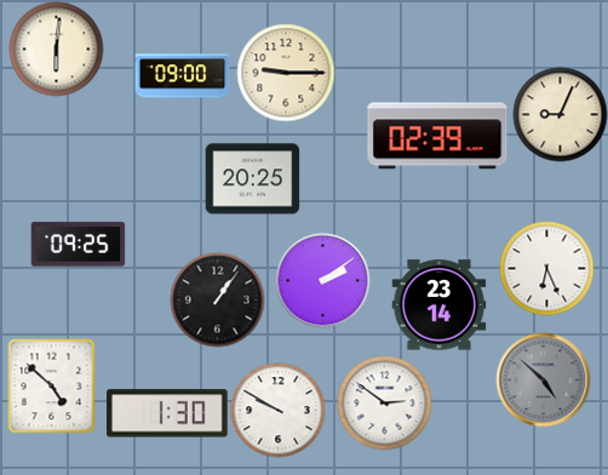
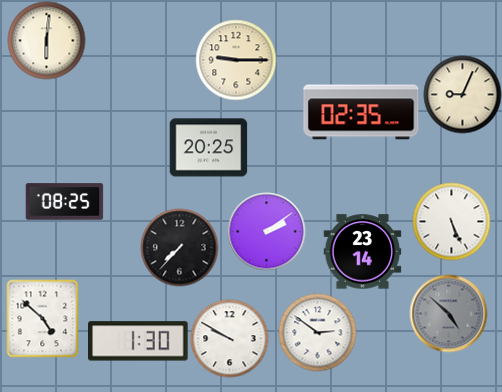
clock at (182, 76): 09:00 -> none
clock at (437, 136): 02:39 -> 02:35
clock at (78, 245): 09:25 -> 08:25
clock at (546, 268): 6:26 -> 5:26
clock at (217, 299): 1:06 -> 7:37
